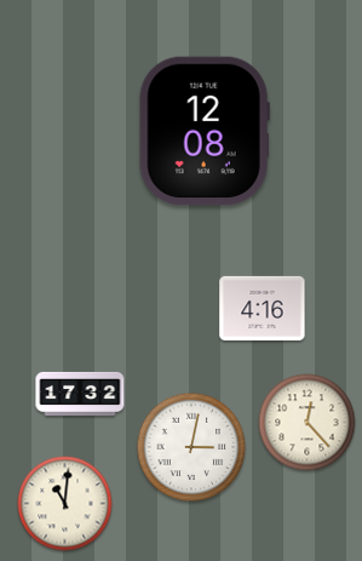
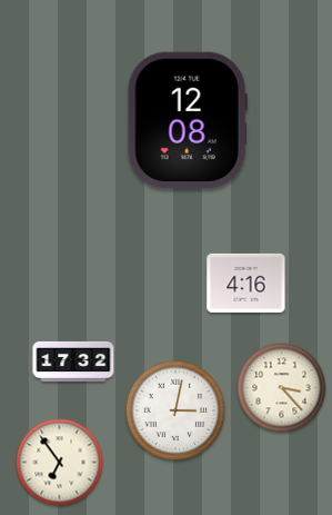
clock at (263, 308) position: (263, 308) -> (247, 283)
clock at (308, 423): 12:23 -> 3:23
clock at (65, 504): 11:01 -> 6:54
